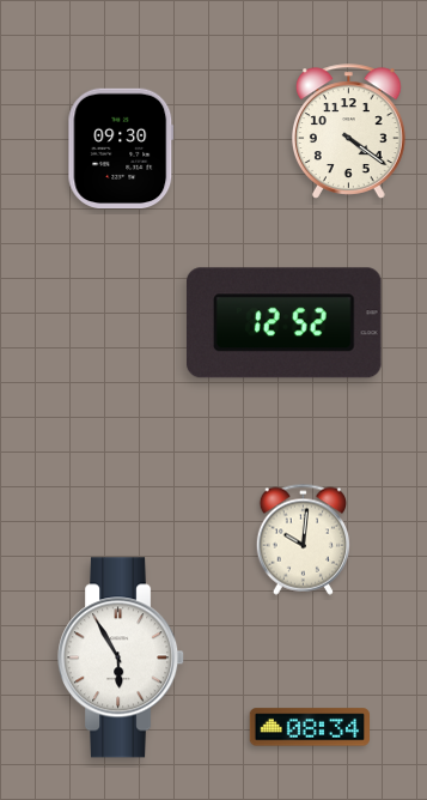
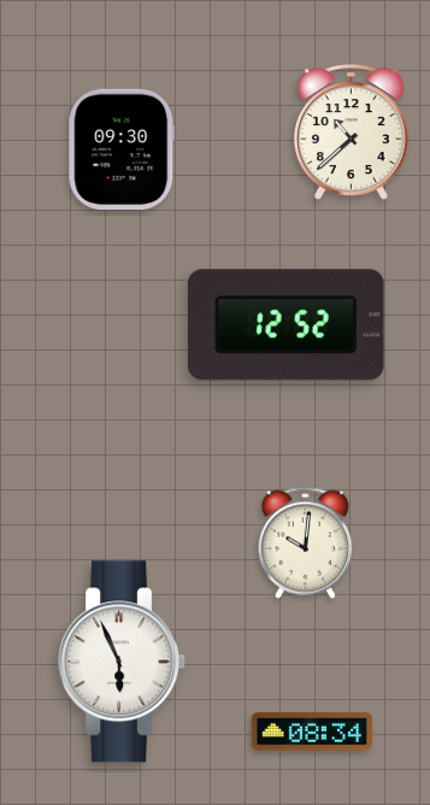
clock at (348, 132): 4:21 -> 10:38
clock at (122, 657): 5:55 -> 5:56
